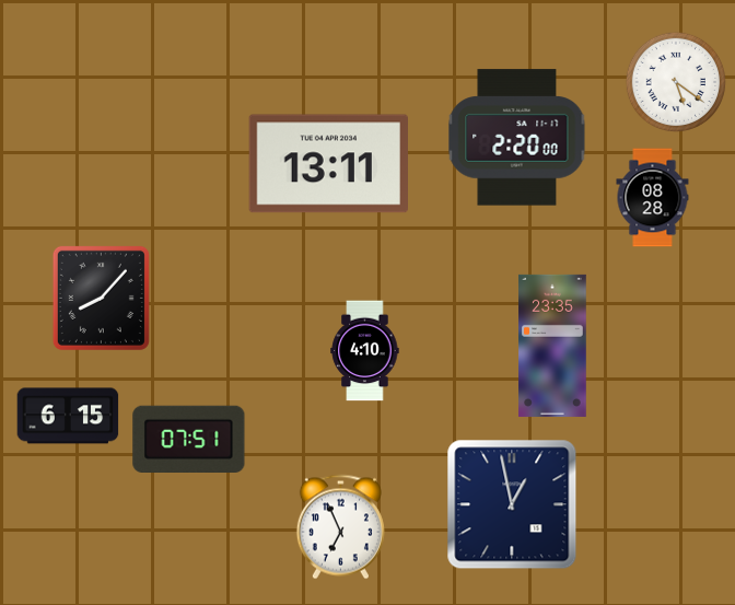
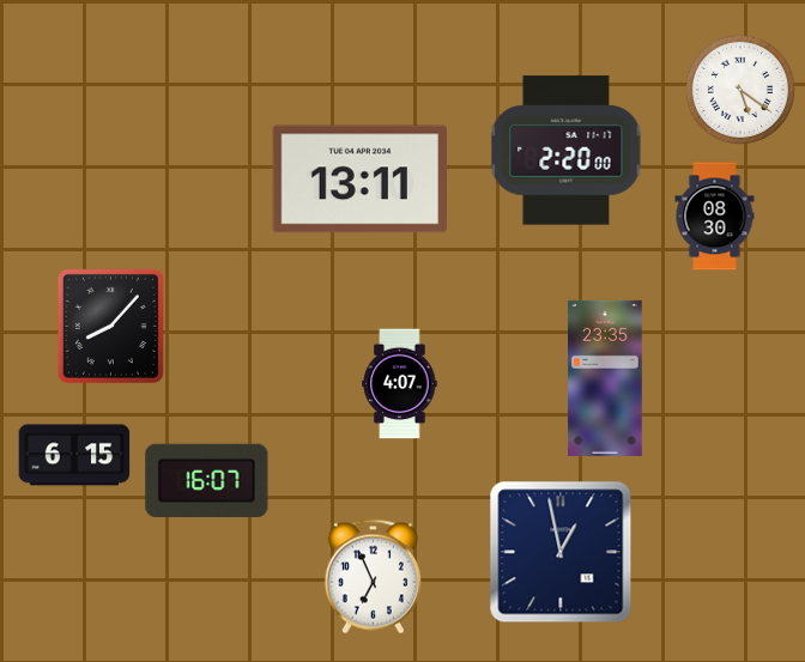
clock at (653, 198): 08:28 -> 08:30
clock at (365, 351): 4:10 -> 4:07
clock at (189, 439): 07:51 -> 16:07
